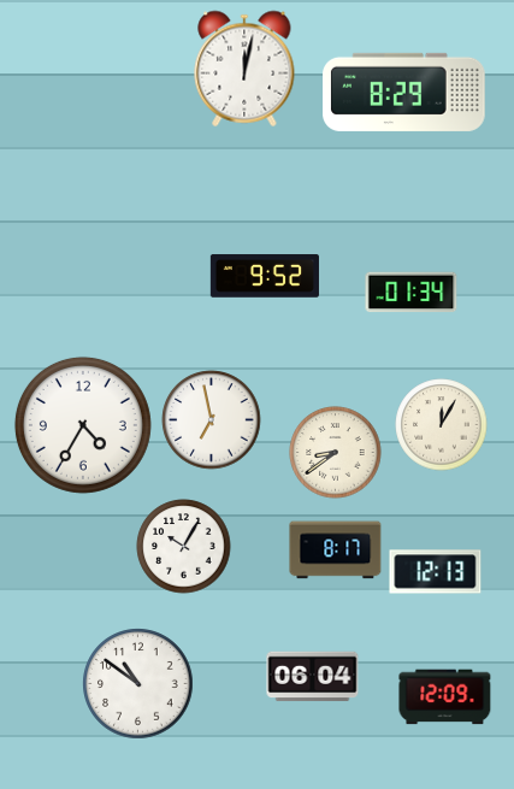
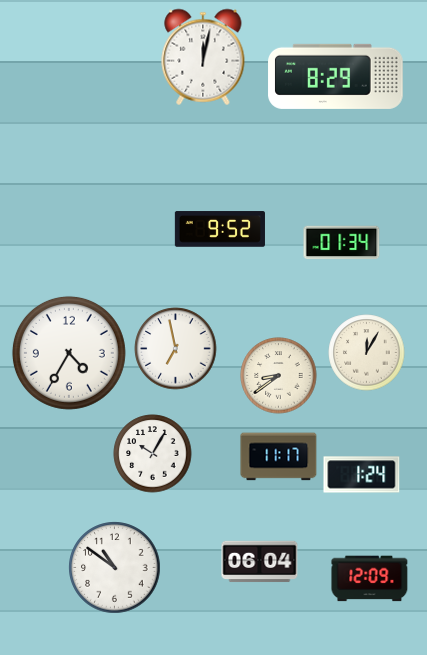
clock at (336, 550): 8:17 -> 11:17
clock at (436, 572): 12:13 -> 1:24
